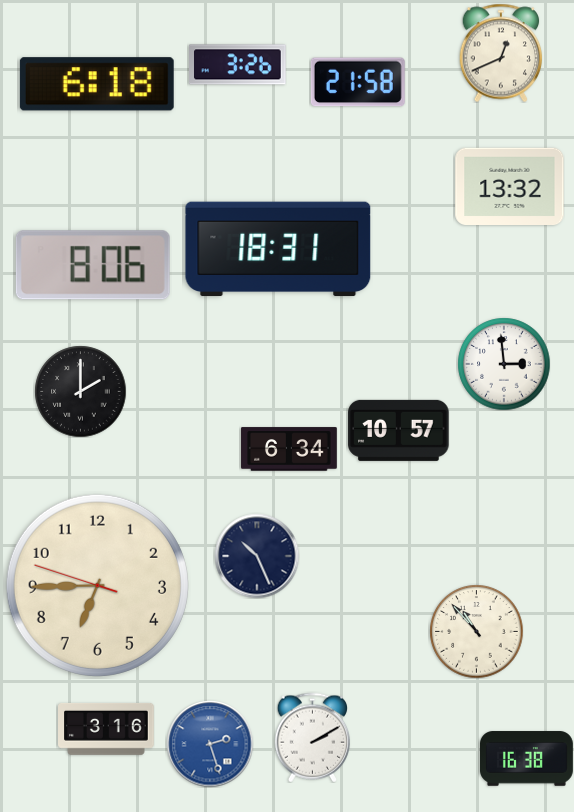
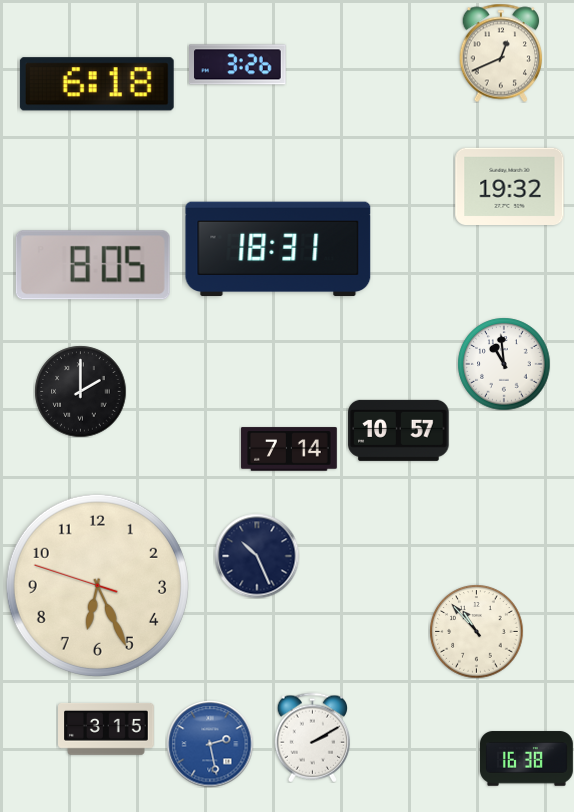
clock at (358, 82): 21:58 -> none
clock at (510, 186): 13:32 -> 19:32
clock at (93, 265): 8:06 -> 8:05
clock at (504, 364): 2:59 -> 10:59
clock at (289, 449): 6:34 -> 7:14
clock at (97, 585): 6:44 -> 6:25
clock at (107, 729): 3:16 -> 3:15
clock at (210, 744): 2:27 -> 2:28
